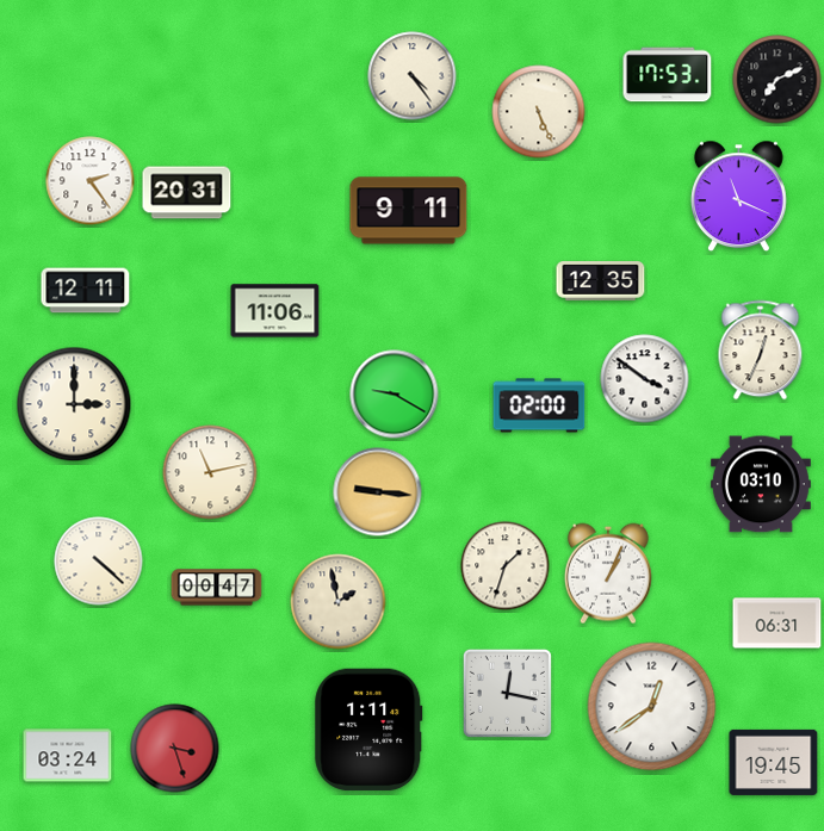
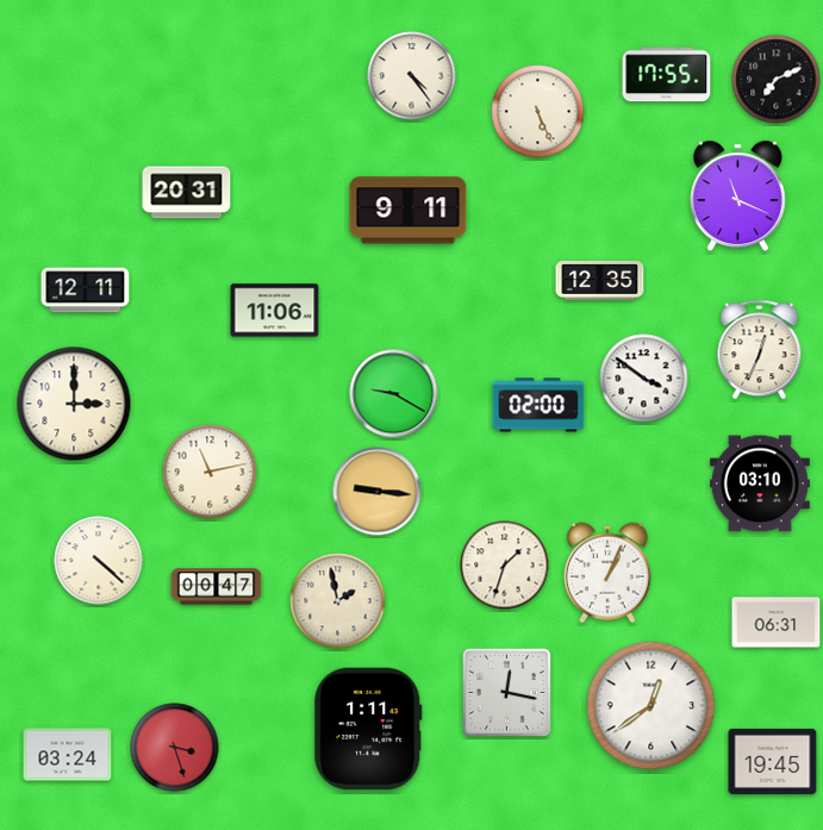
clock at (668, 75): 17:53 -> 17:55
clock at (91, 181): 2:24 -> none
